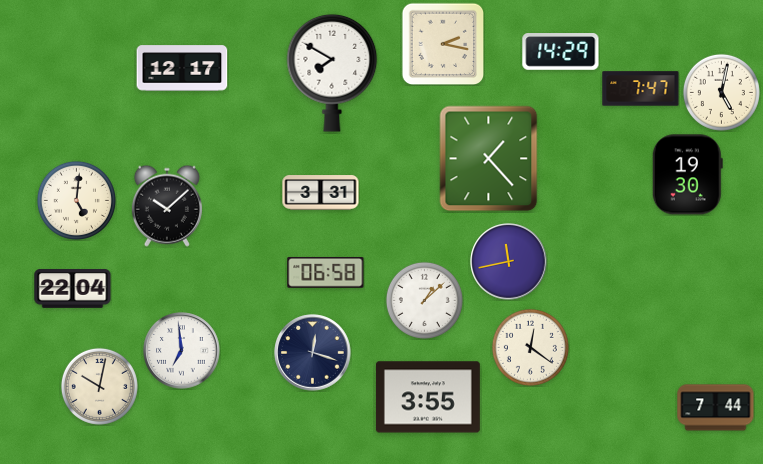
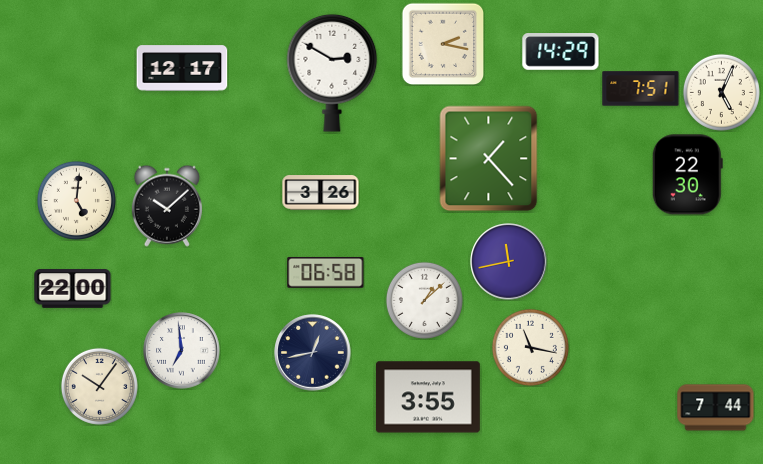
clock at (332, 73): 7:50 -> 2:50
clock at (641, 89): 7:47 -> 7:51
clock at (721, 92): 5:02 -> 5:04
clock at (687, 175): 19:30 -> 22:30
clock at (321, 193): 3:31 -> 3:26
clock at (73, 289): 22:04 -> 22:00
clock at (530, 347): 12:21 -> 11:17
clock at (313, 353): 12:18 -> 12:43
clock at (99, 386): 10:02 -> 10:06
